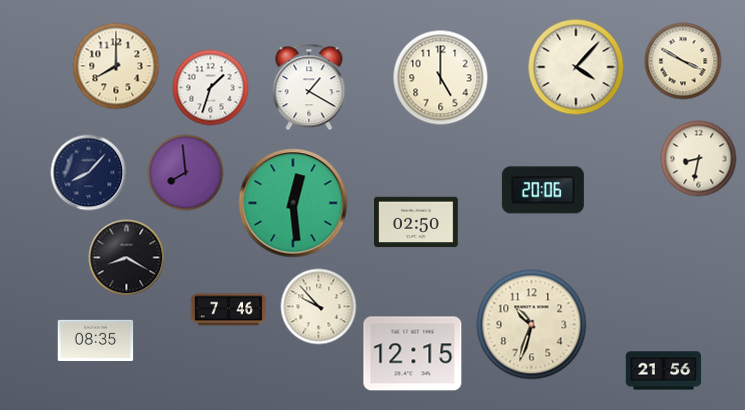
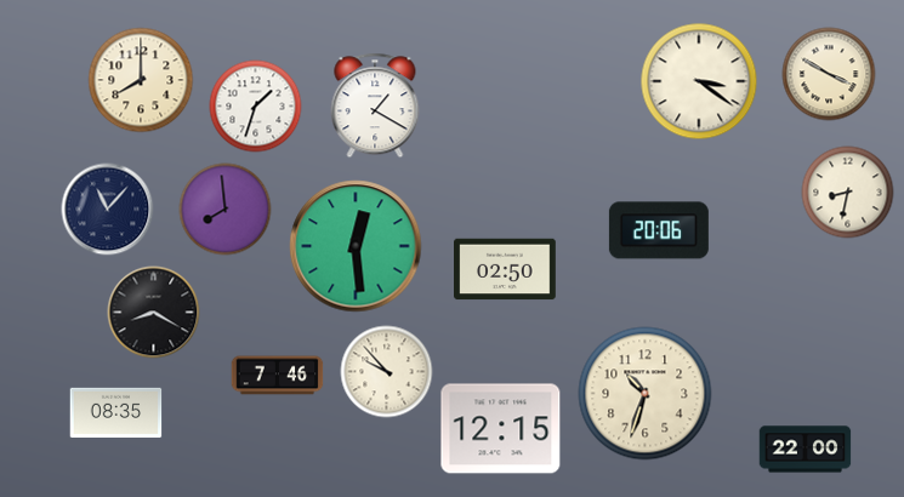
clock at (576, 67): 4:07 -> 3:21
clock at (441, 78): 5:00 -> none
clock at (89, 173): 8:07 -> 11:07
clock at (664, 371): 21:56 -> 22:00
